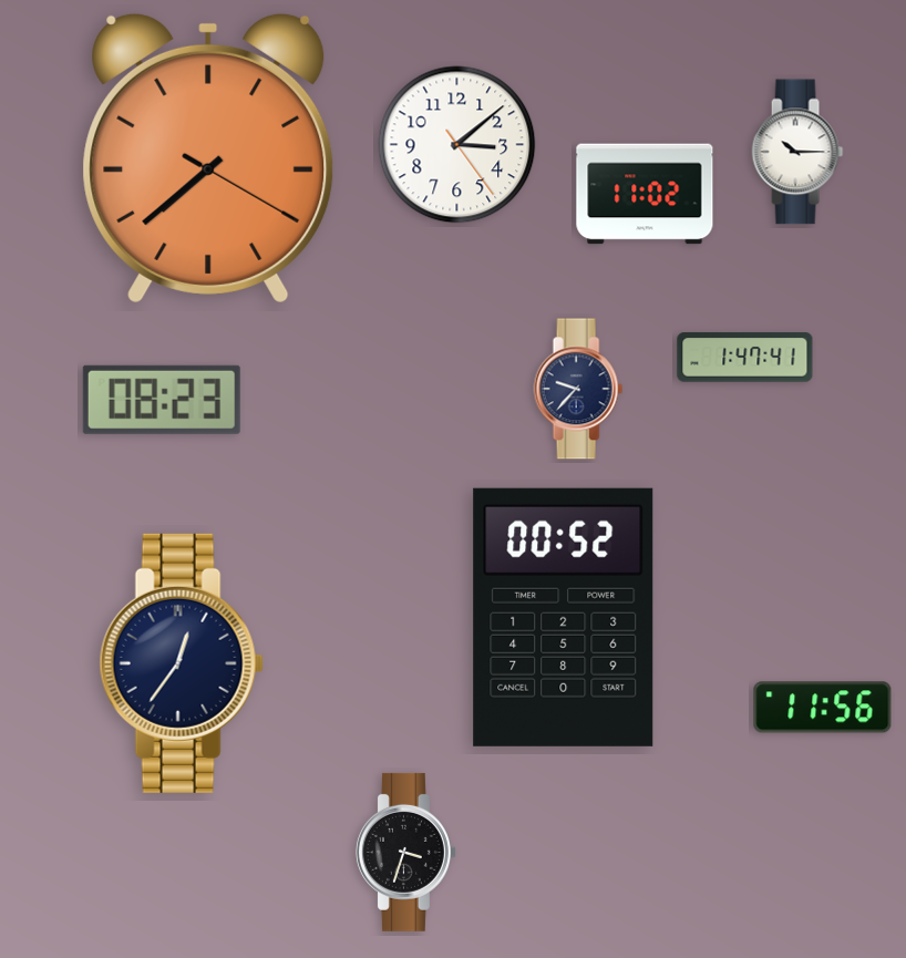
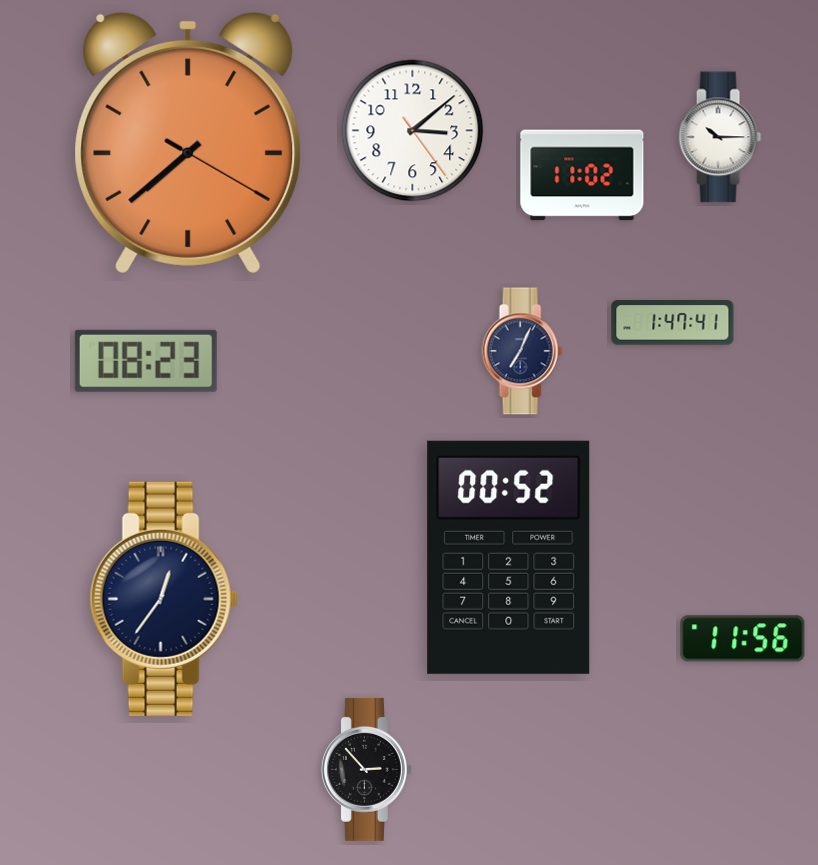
clock at (578, 389): 9:37 -> 7:04
clock at (405, 852): 3:33 -> 2:53
